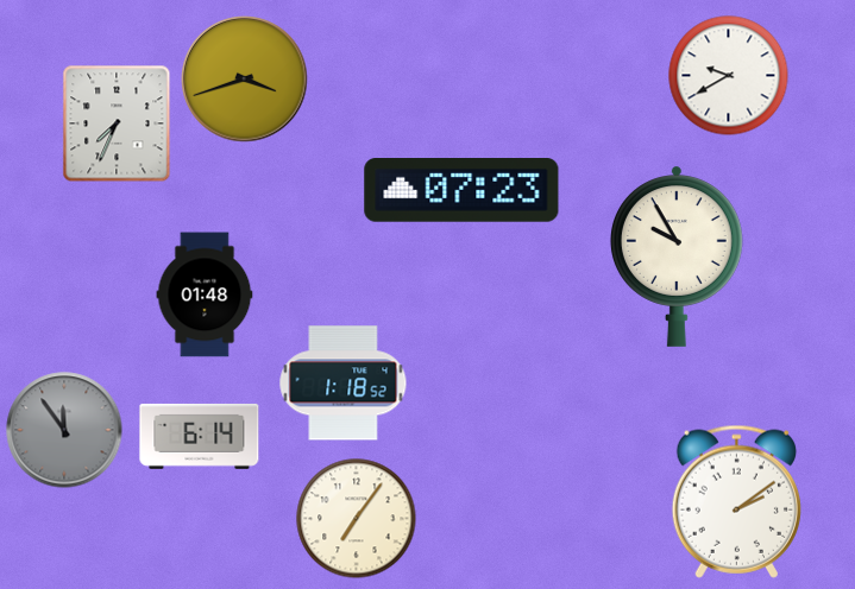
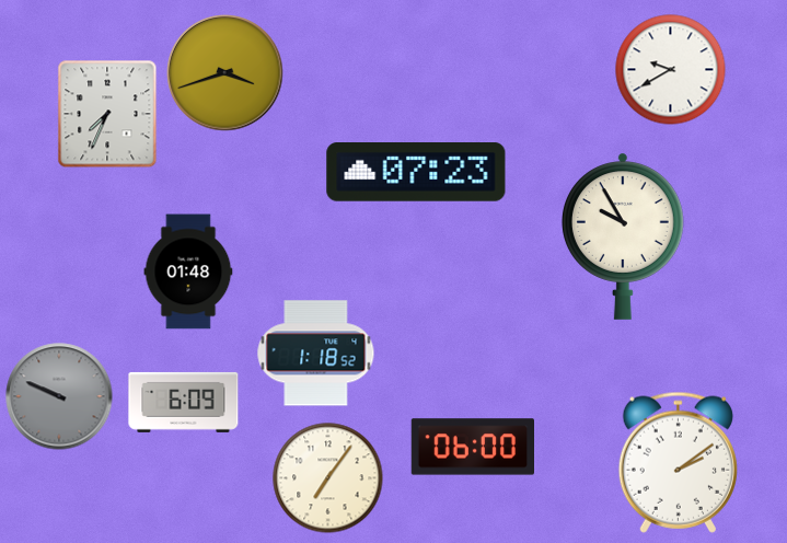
clock at (461, 191) position: (461, 191) -> (416, 173)
clock at (64, 430): 11:54 -> 9:49
clock at (200, 436): 6:14 -> 6:09
clock at (473, 447): none -> 06:00
